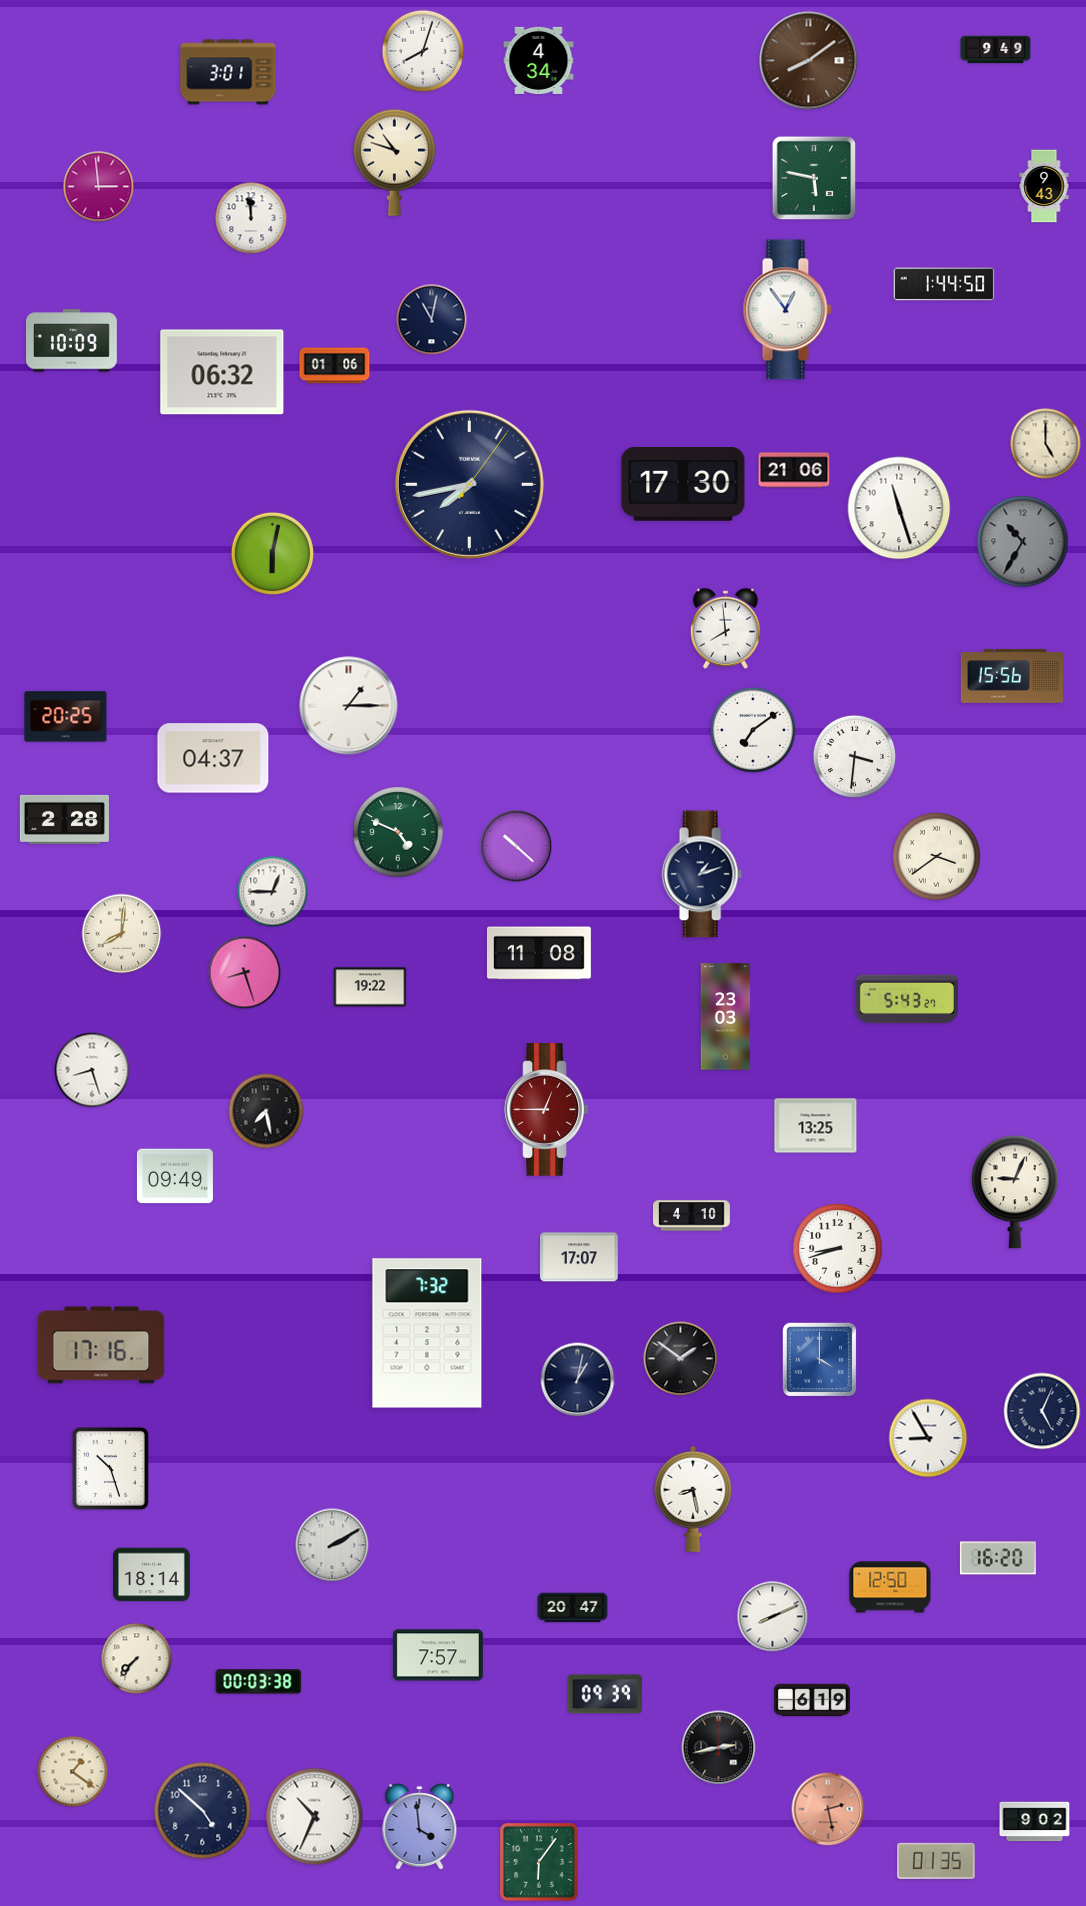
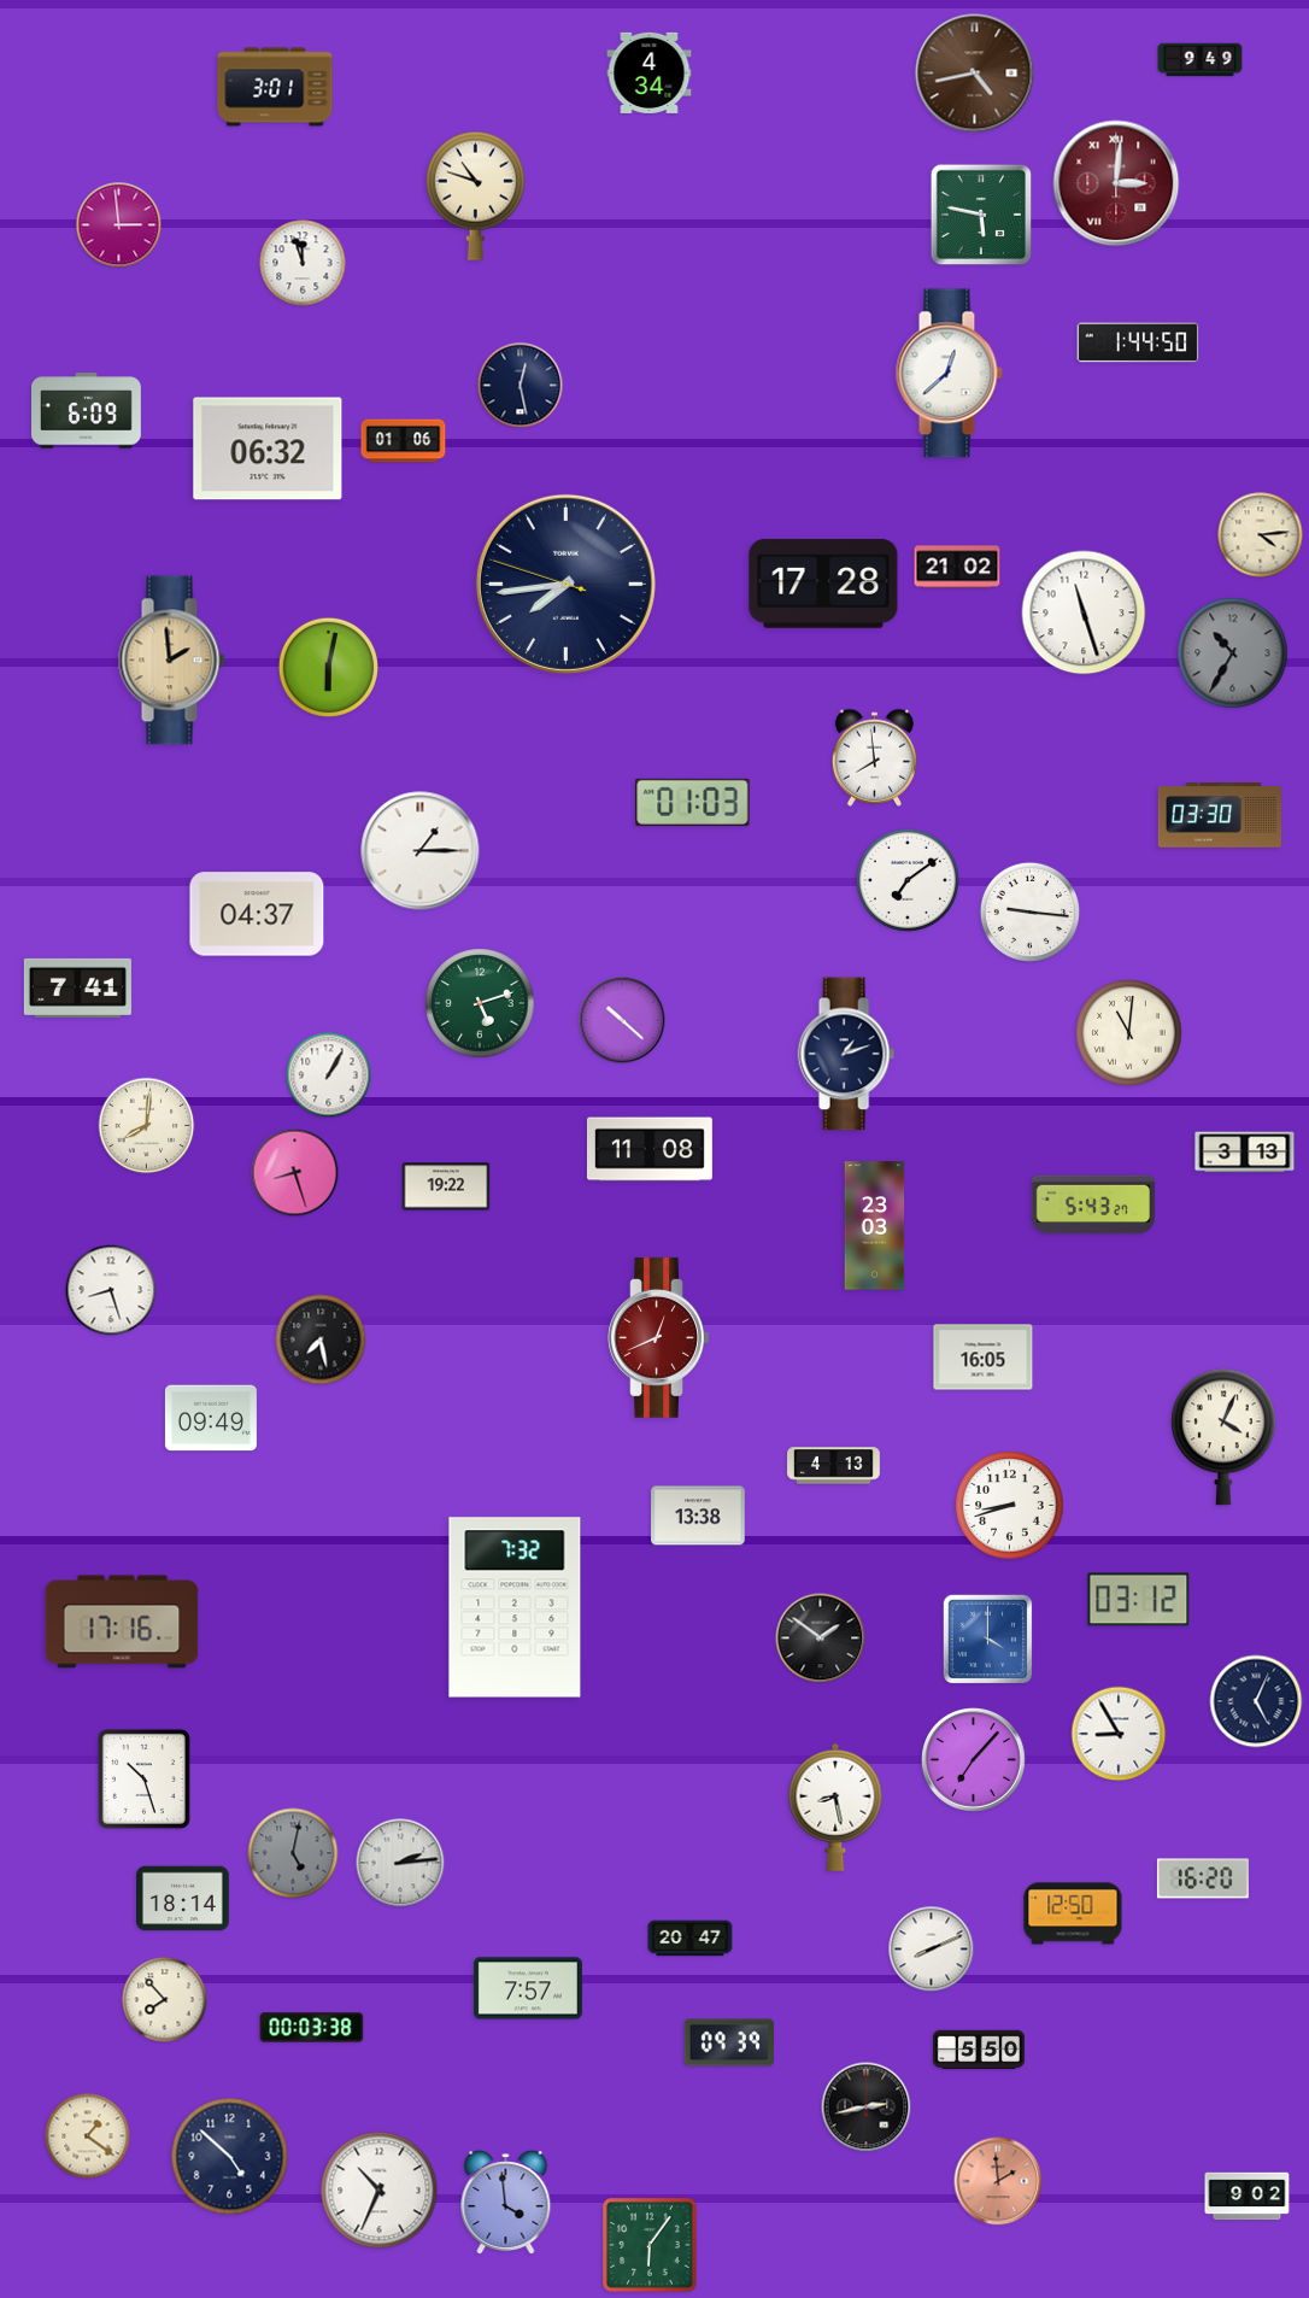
clock at (423, 51): 8:03 -> none
clock at (809, 61): 8:09 -> 4:43
clock at (1116, 183): none -> 3:01
clock at (1044, 186): 9:43 -> none
clock at (251, 218): 11:59 -> 11:57
clock at (787, 310): 12:54 -> 12:38
clock at (432, 320): 11:02 -> 12:28
clock at (72, 341): 10:09 -> 6:09
clock at (1046, 444): 5:00 -> 4:14
clock at (794, 470): 21:06 -> 21:02
clock at (469, 484): 7:43:06 -> 7:43:48
clock at (683, 484): 17:30 -> 17:28
clock at (171, 661): none -> 1:59
clock at (693, 802): none -> 01:03
clock at (1011, 676): 15:56 -> 03:30
clock at (66, 717): 20:25 -> none
clock at (854, 756): 3:31 -> 9:16
clock at (64, 819): 2:28 -> 7:41
clock at (398, 832): 4:49 -> 5:12
clock at (937, 857): 3:39 -> 11:01
clock at (273, 892): 12:45 -> 1:05
clock at (1245, 1153): none -> 3:13
clock at (370, 987) position: (370, 987) -> (446, 1186)
clock at (547, 1110): 12:45 -> 12:41
clock at (816, 1126): 13:25 -> 16:05
clock at (1015, 1192): 9:04 -> 4:04
clock at (692, 1216): 4:10 -> 4:13
clock at (579, 1257): 17:07 -> 13:38
clock at (1139, 1600): none -> 03:12
clock at (578, 1380): 1:02 -> none
clock at (974, 1760): none -> 7:07
clock at (110, 1468) position: (110, 1468) -> (143, 1778)
clock at (293, 1853): none -> 5:02
clock at (332, 1545): 2:10 -> 2:14
clock at (438, 1655) position: (438, 1655) -> (528, 1988)
clock at (137, 1659): 7:37 -> 7:53
clock at (812, 1700): 6:19 -> 5:50
clock at (828, 1809): 2:28 -> 1:59
clock at (203, 1811) position: (203, 1811) -> (230, 2157)
clock at (936, 1860): 01:35 -> none
